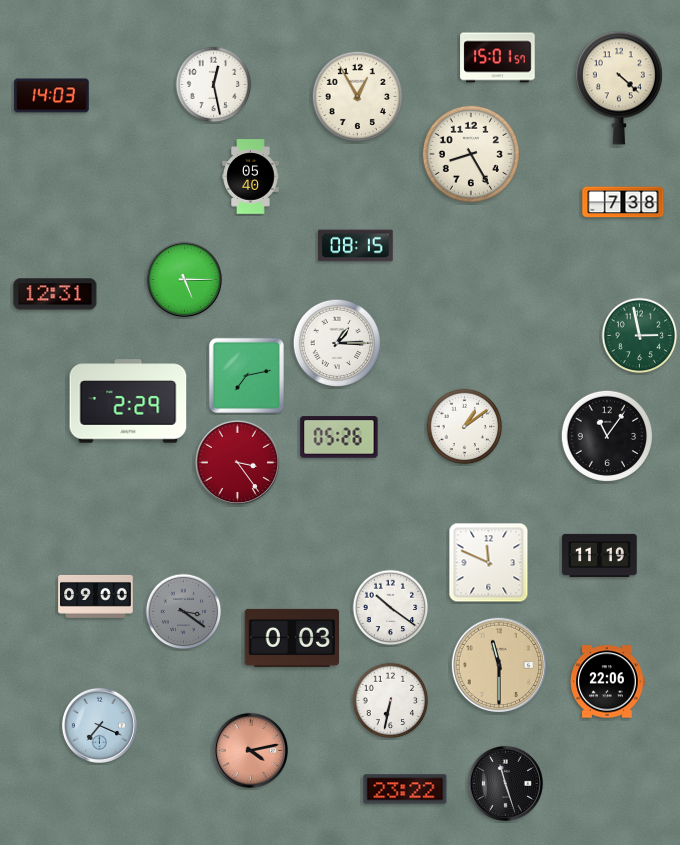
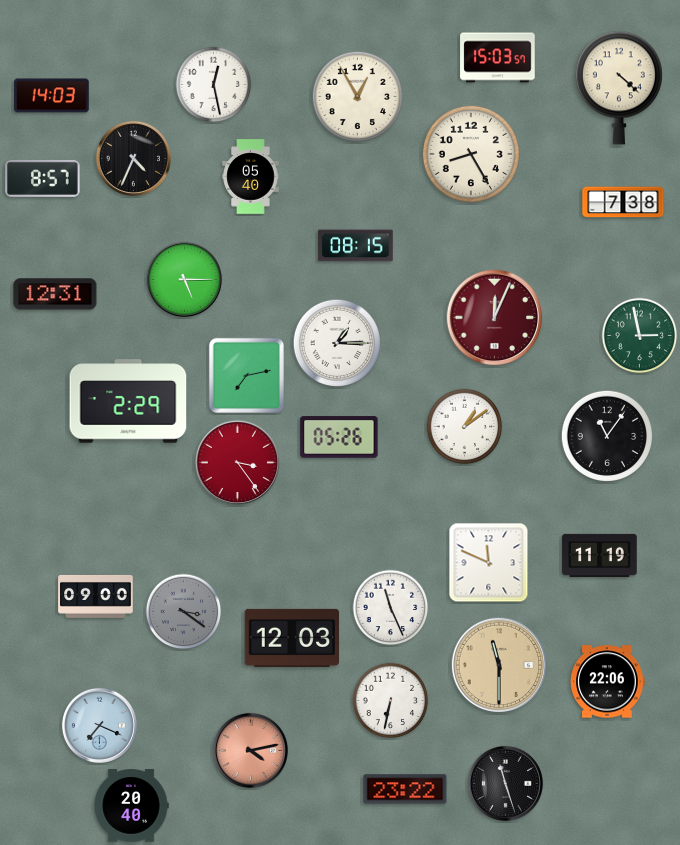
clock at (498, 58): 15:01 -> 15:03
clock at (133, 158): none -> 4:34
clock at (43, 178): none -> 8:57
clock at (495, 318): none -> 12:04
clock at (391, 608): 10:21 -> 11:26
clock at (291, 638): 0:03 -> 12:03
clock at (131, 806): none -> 20:40
